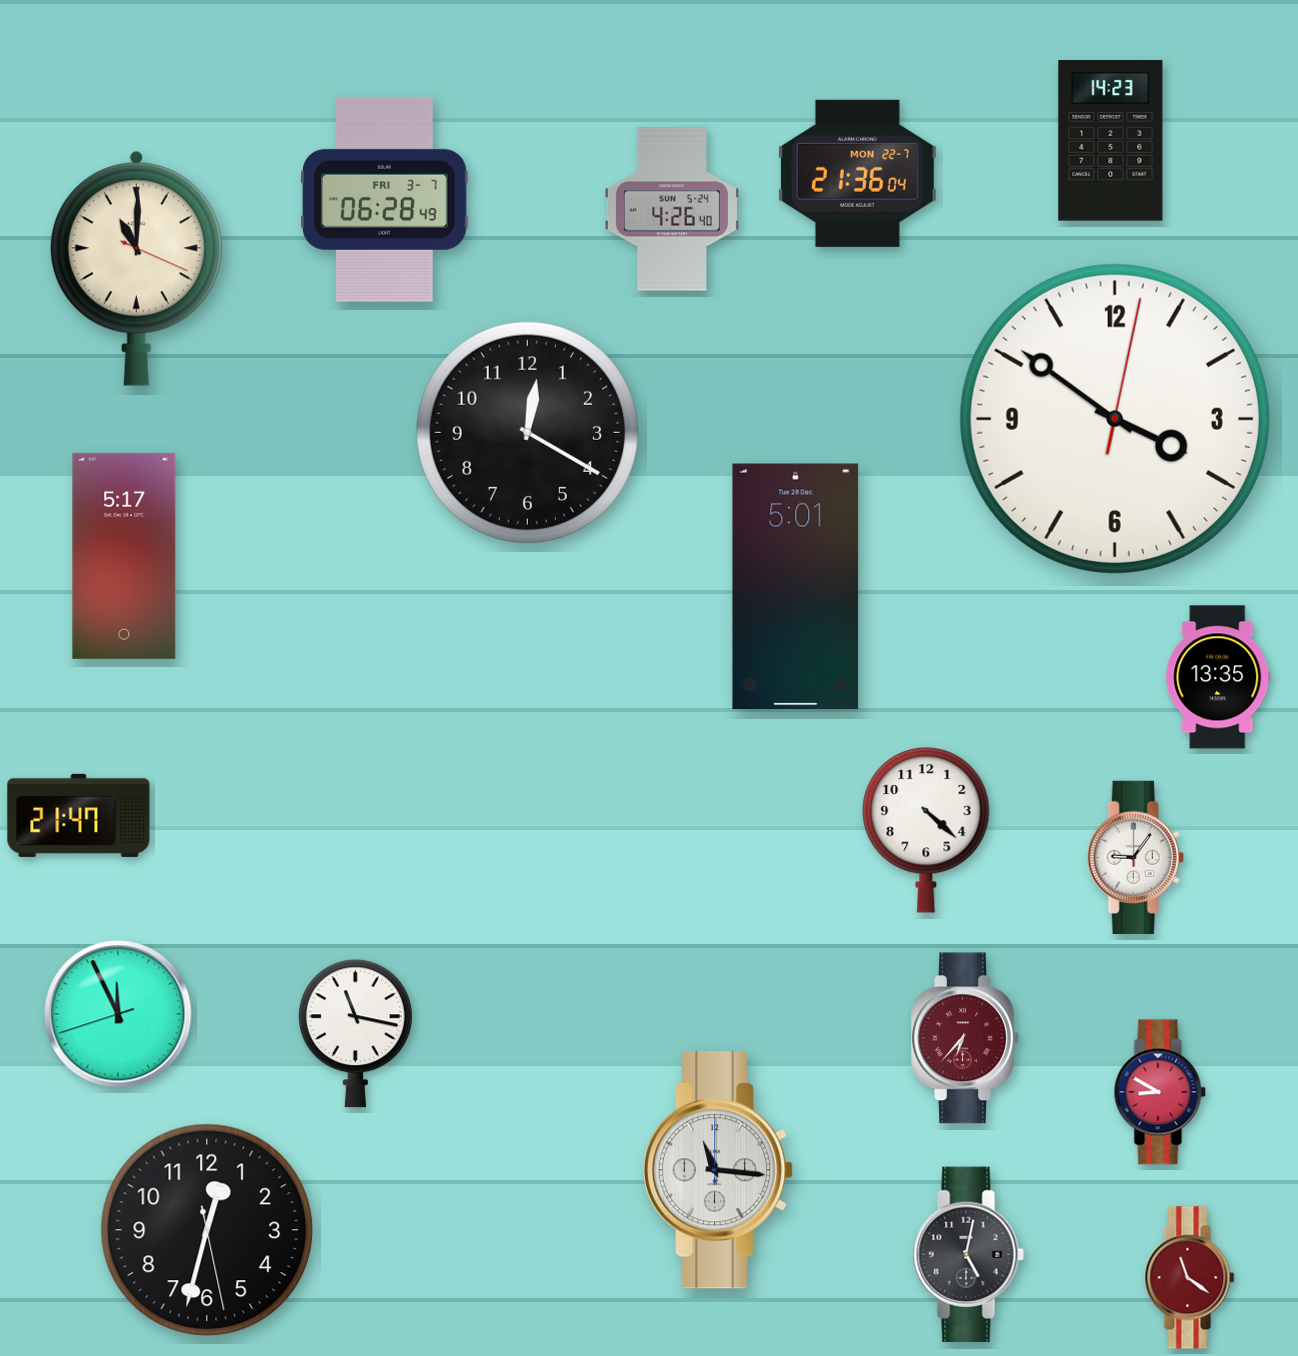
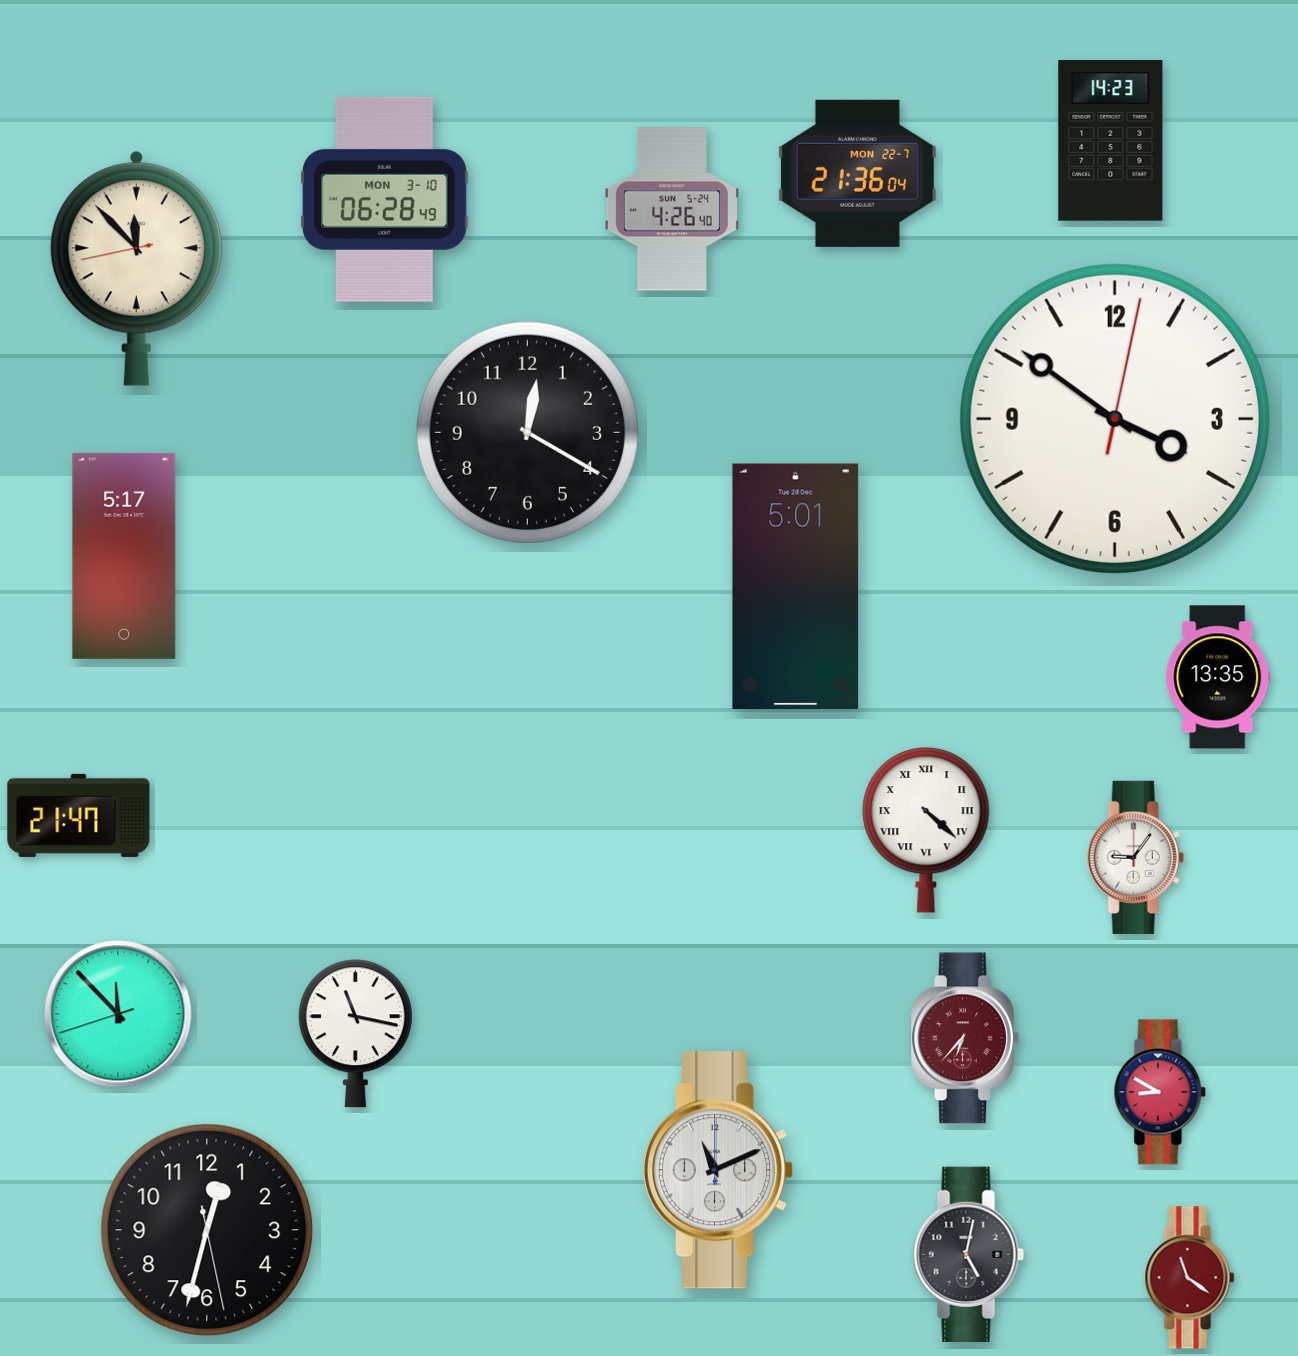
clock at (385, 199) date: FRI 3-7 -> MON 3-10
clock at (136, 268): 11:00 -> 11:52
clock at (926, 830) numerals: Arabic -> Roman
clock at (118, 1014): 11:55 -> 11:52
clock at (718, 1170): 11:16 -> 11:11
